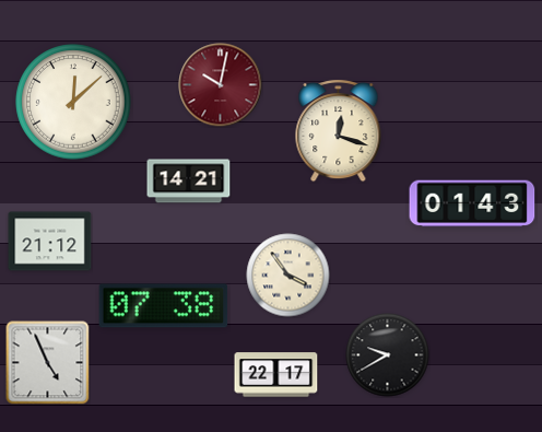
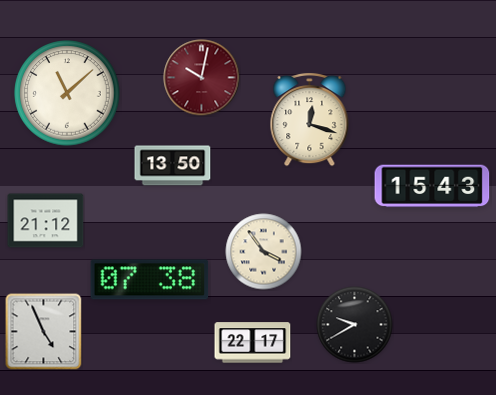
clock at (73, 102): 12:08 -> 11:08
clock at (189, 182): 14:21 -> 13:50
clock at (472, 203): 01:43 -> 15:43
